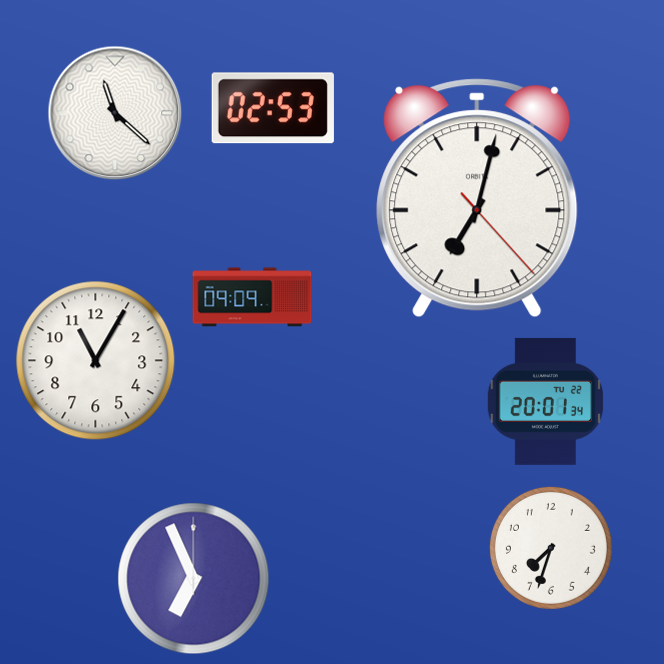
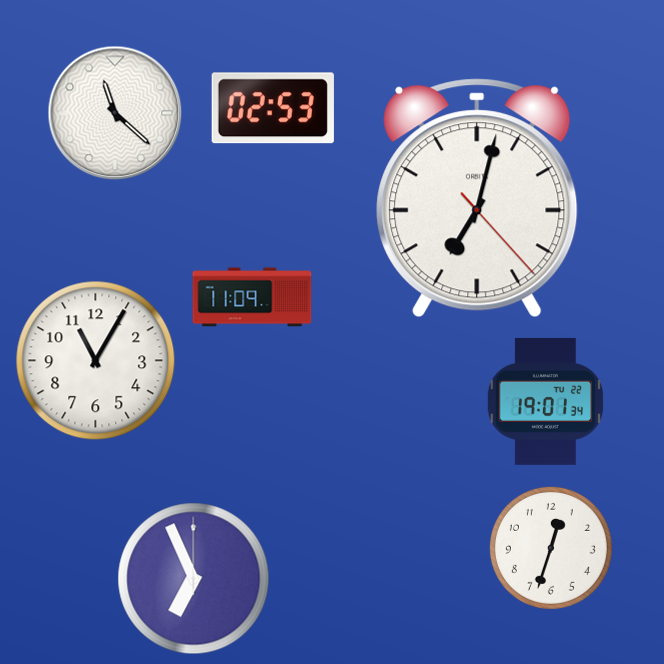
clock at (252, 297): 09:09 -> 11:09
clock at (545, 401): 20:01 -> 19:01
clock at (551, 548): 7:33 -> 12:33
